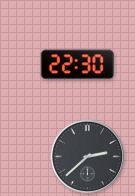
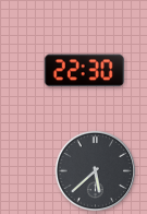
clock at (88, 157): 2:38 -> 5:38
